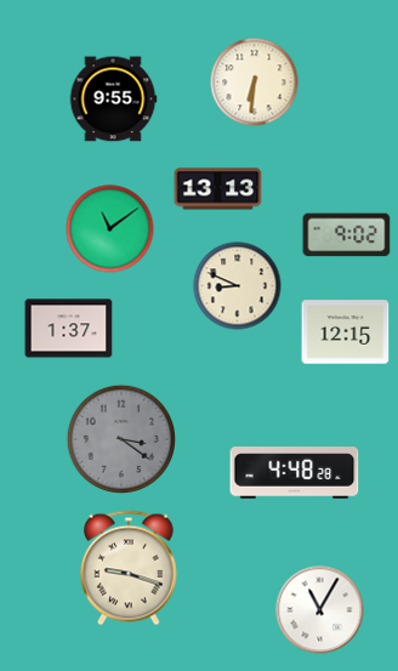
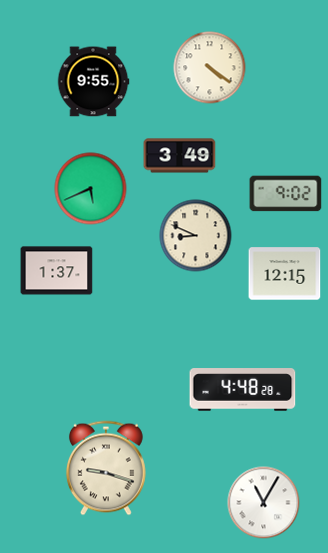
clock at (255, 83): 6:31 -> 4:21
clock at (218, 189): 13:13 -> 3:49
clock at (110, 229): 11:09 -> 5:41
clock at (120, 438): 3:21 -> none
